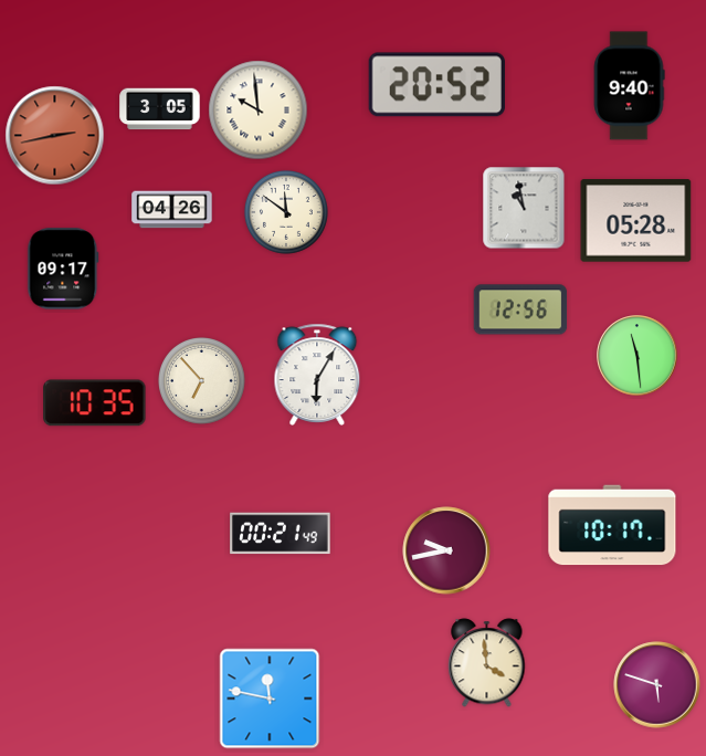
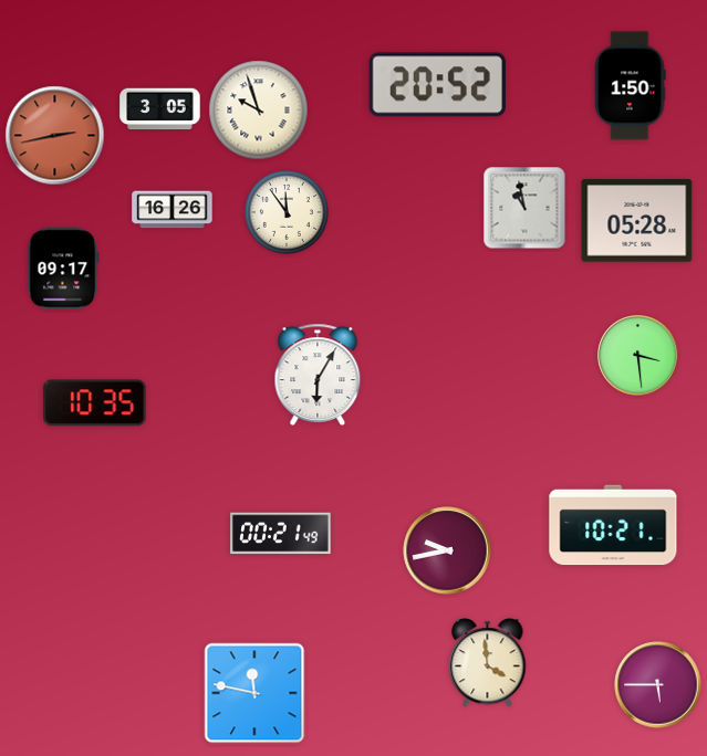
clock at (629, 86): 9:40 -> 1:50
clock at (259, 111): 9:59 -> 9:57
clock at (172, 210): 04:26 -> 16:26
clock at (286, 212): 11:51 -> 11:54
clock at (520, 309): 12:56 -> none
clock at (637, 356): 11:29 -> 3:29
clock at (202, 381): 6:53 -> none
clock at (612, 525): 10:17 -> 10:21
clock at (657, 685): 5:48 -> 5:45
clock at (270, 699) position: (270, 699) -> (254, 693)
